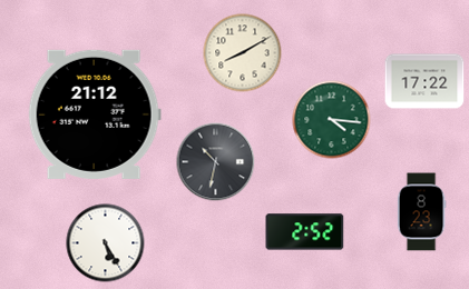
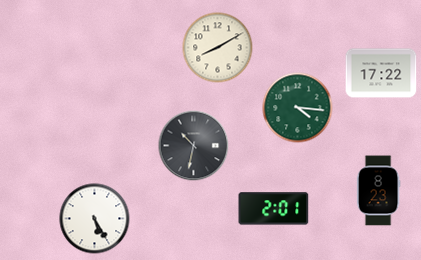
clock at (95, 114): 21:12 -> none
clock at (305, 232): 2:52 -> 2:01
